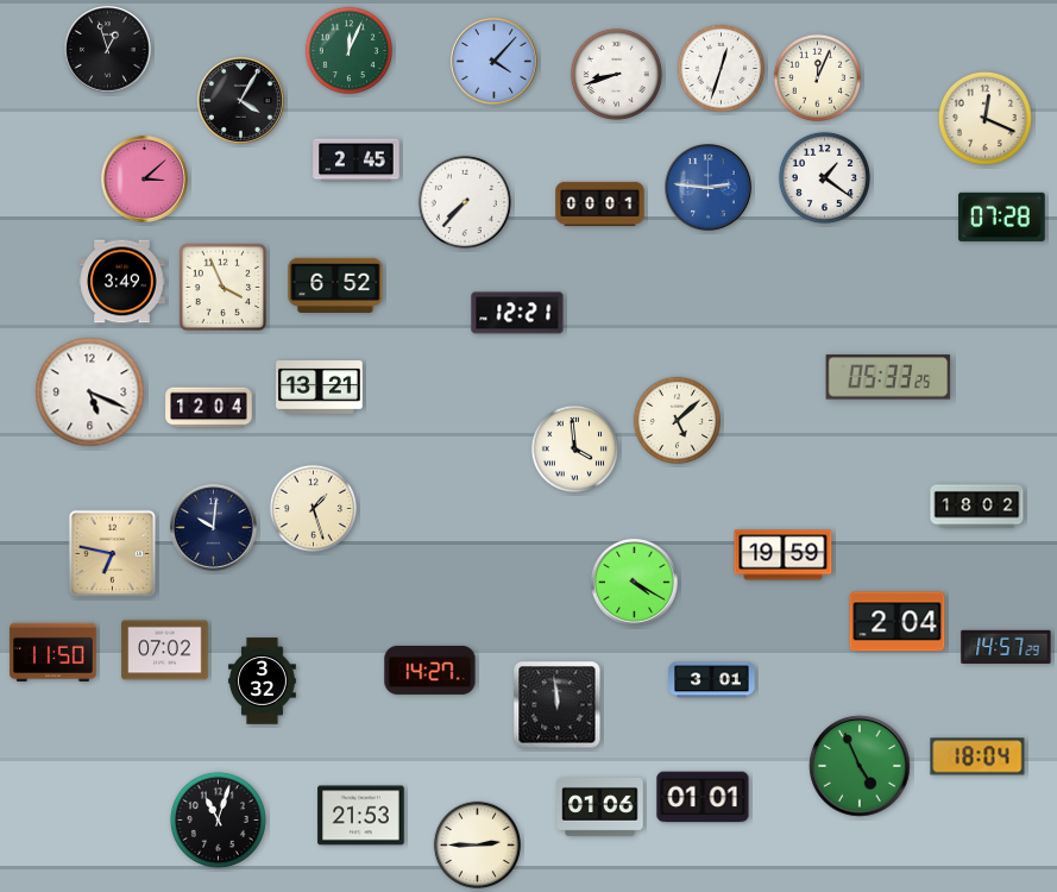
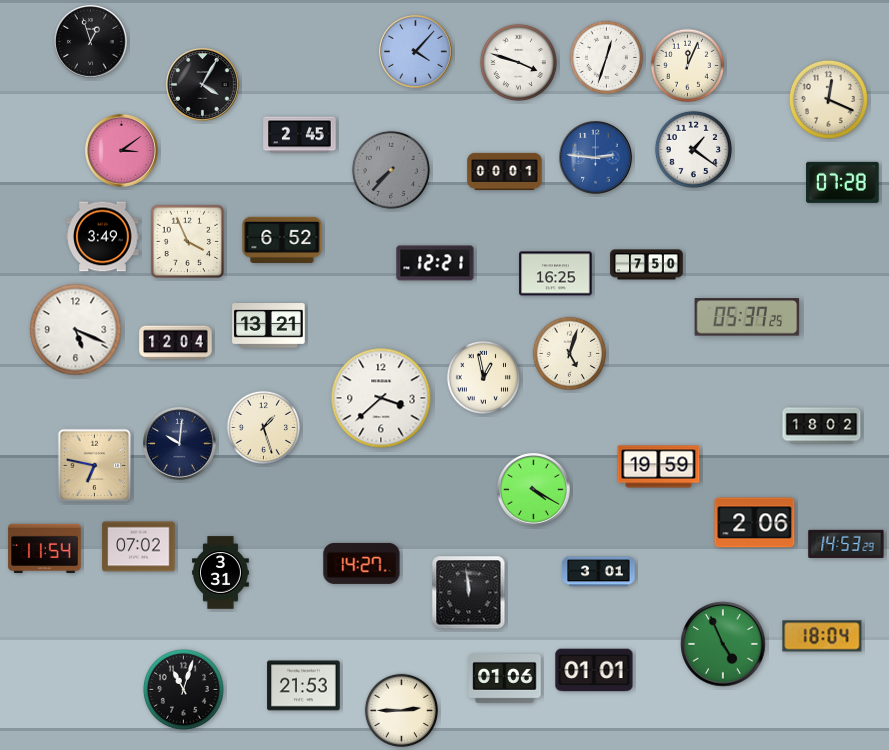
clock at (350, 51): 12:04 -> none
clock at (616, 74): 8:42 -> 3:48
clock at (145, 180): 3:08 -> 3:09
clock at (465, 202) dial: white -> grey
clock at (647, 265): none -> 7:50
clock at (556, 274): none -> 16:25
clock at (888, 377): 05:33 -> 05:37
clock at (678, 421): 5:08 -> 5:03
clock at (575, 450): 3:59 -> 12:58
clock at (381, 398): none -> 3:38
clock at (898, 622): 2:04 -> 2:06
clock at (1006, 646): 14:57 -> 14:53
clock at (54, 653): 11:50 -> 11:54
clock at (262, 681): 3:32 -> 3:31
clock at (703, 797) position: (703, 797) -> (594, 670)
